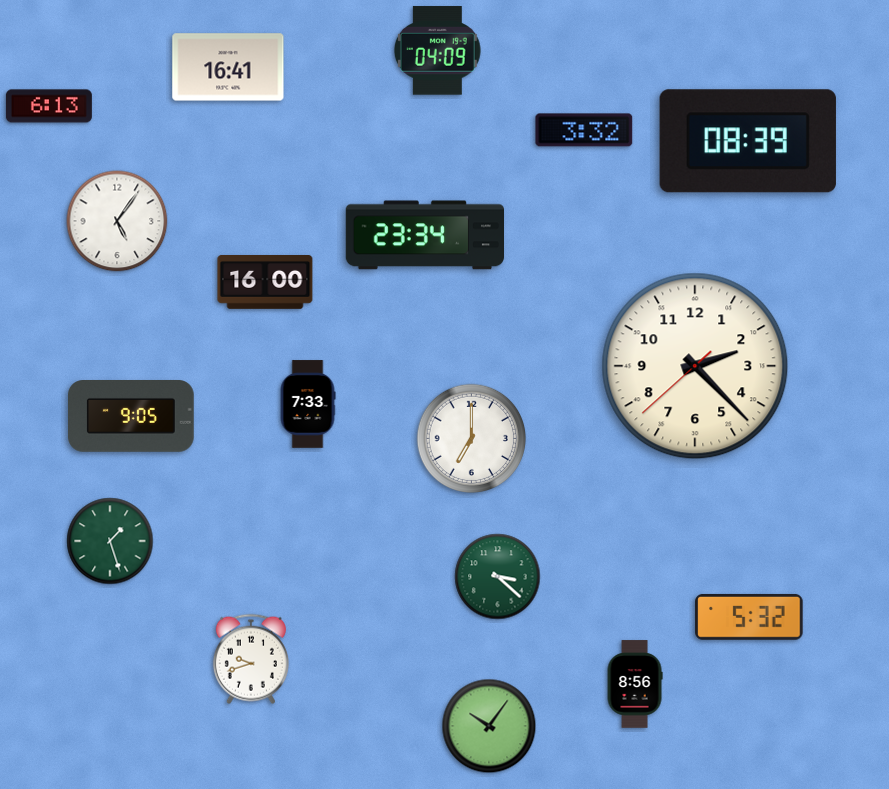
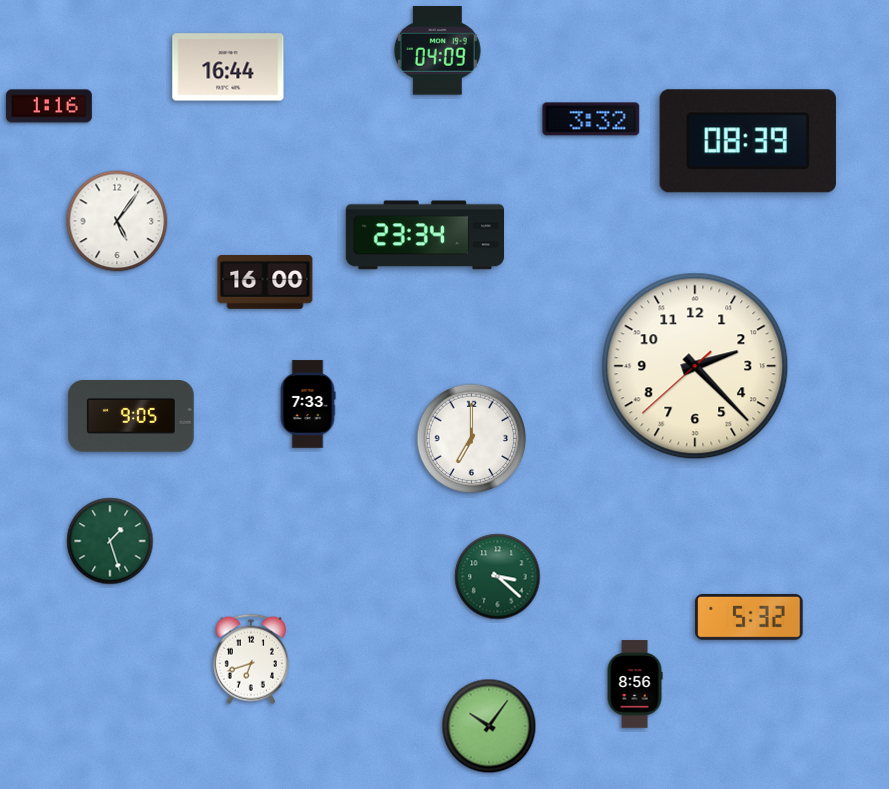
clock at (228, 67): 16:41 -> 16:44
clock at (49, 106): 6:13 -> 1:16
clock at (584, 130) position: (584, 130) -> (591, 119)
clock at (251, 659): 9:42 -> 6:42
